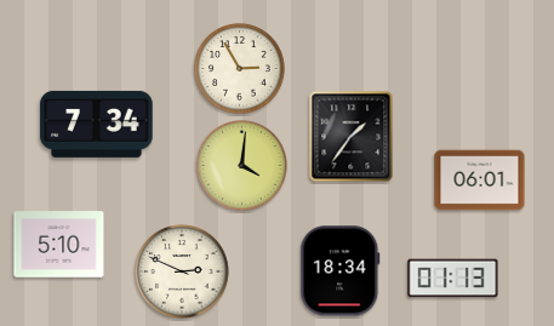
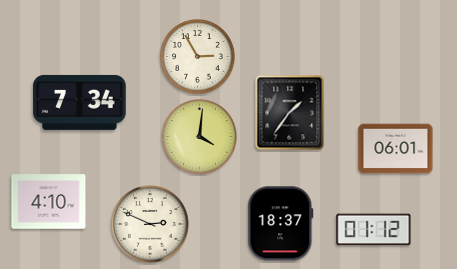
clock at (59, 245): 5:10 -> 4:10
clock at (341, 271): 18:34 -> 18:37
clock at (453, 279): 01:13 -> 01:12
